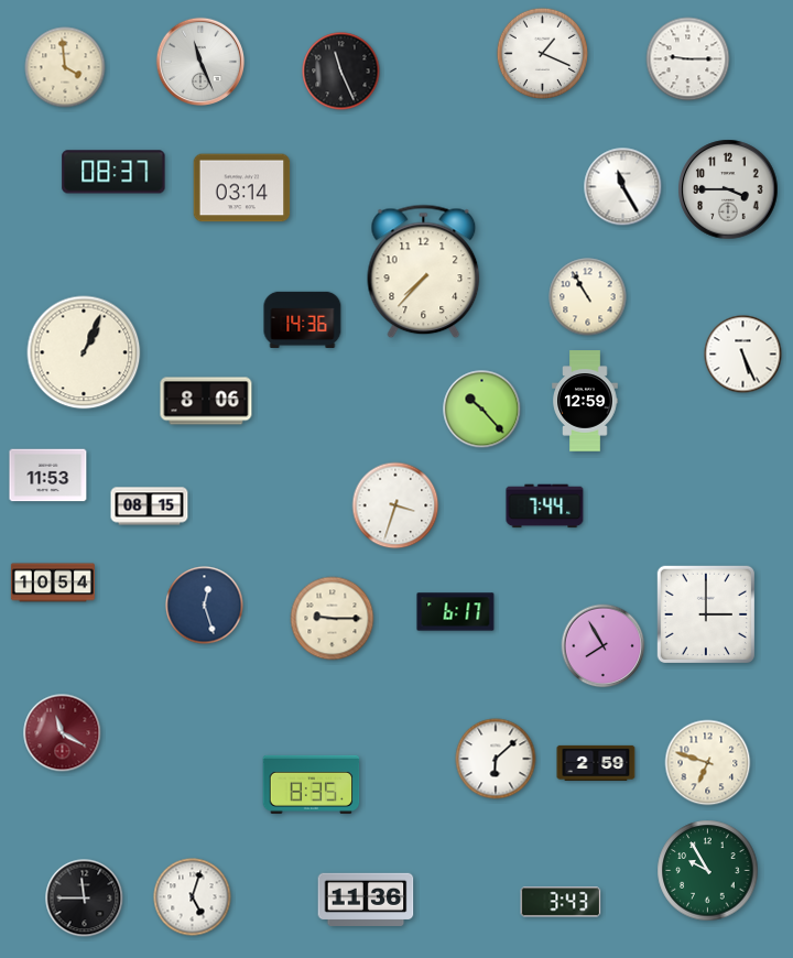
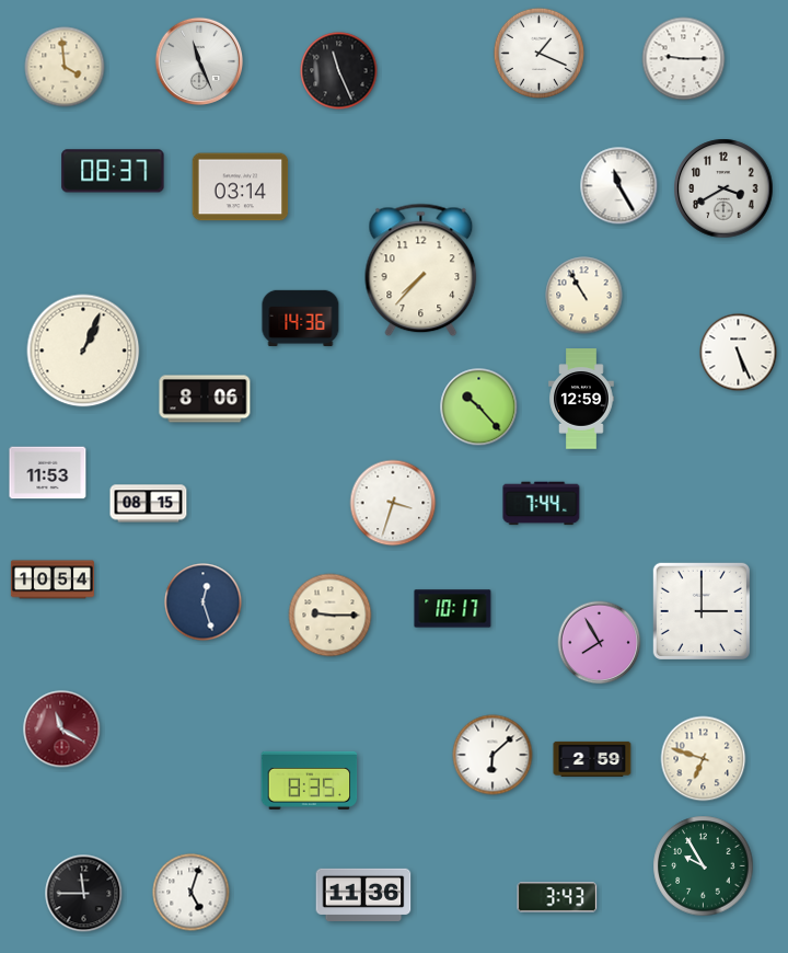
clock at (728, 189): 3:45 -> 3:40
clock at (456, 612): 6:17 -> 10:17
